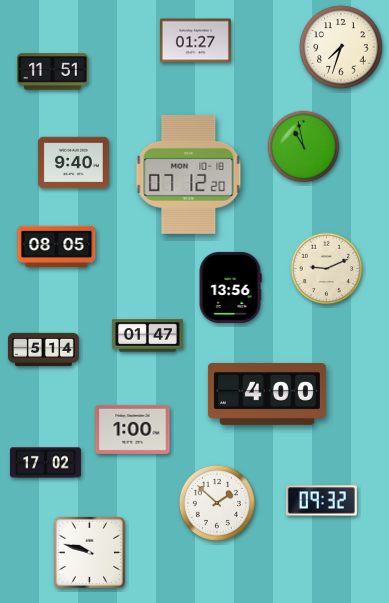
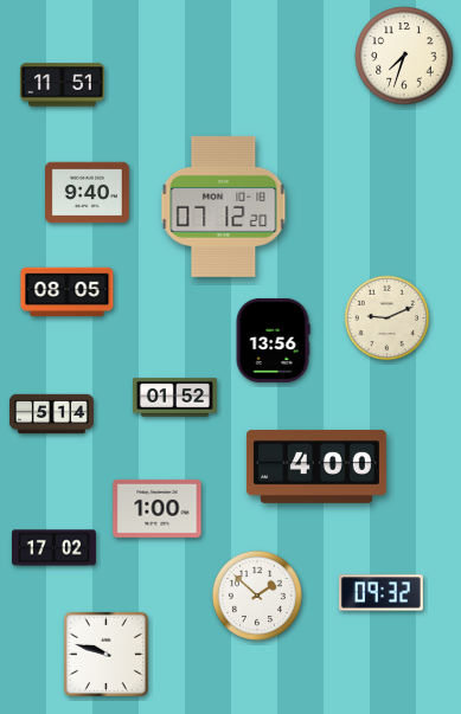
clock at (195, 41): 01:27 -> none
clock at (304, 147): 10:58 -> none
clock at (147, 336): 01:47 -> 01:52
